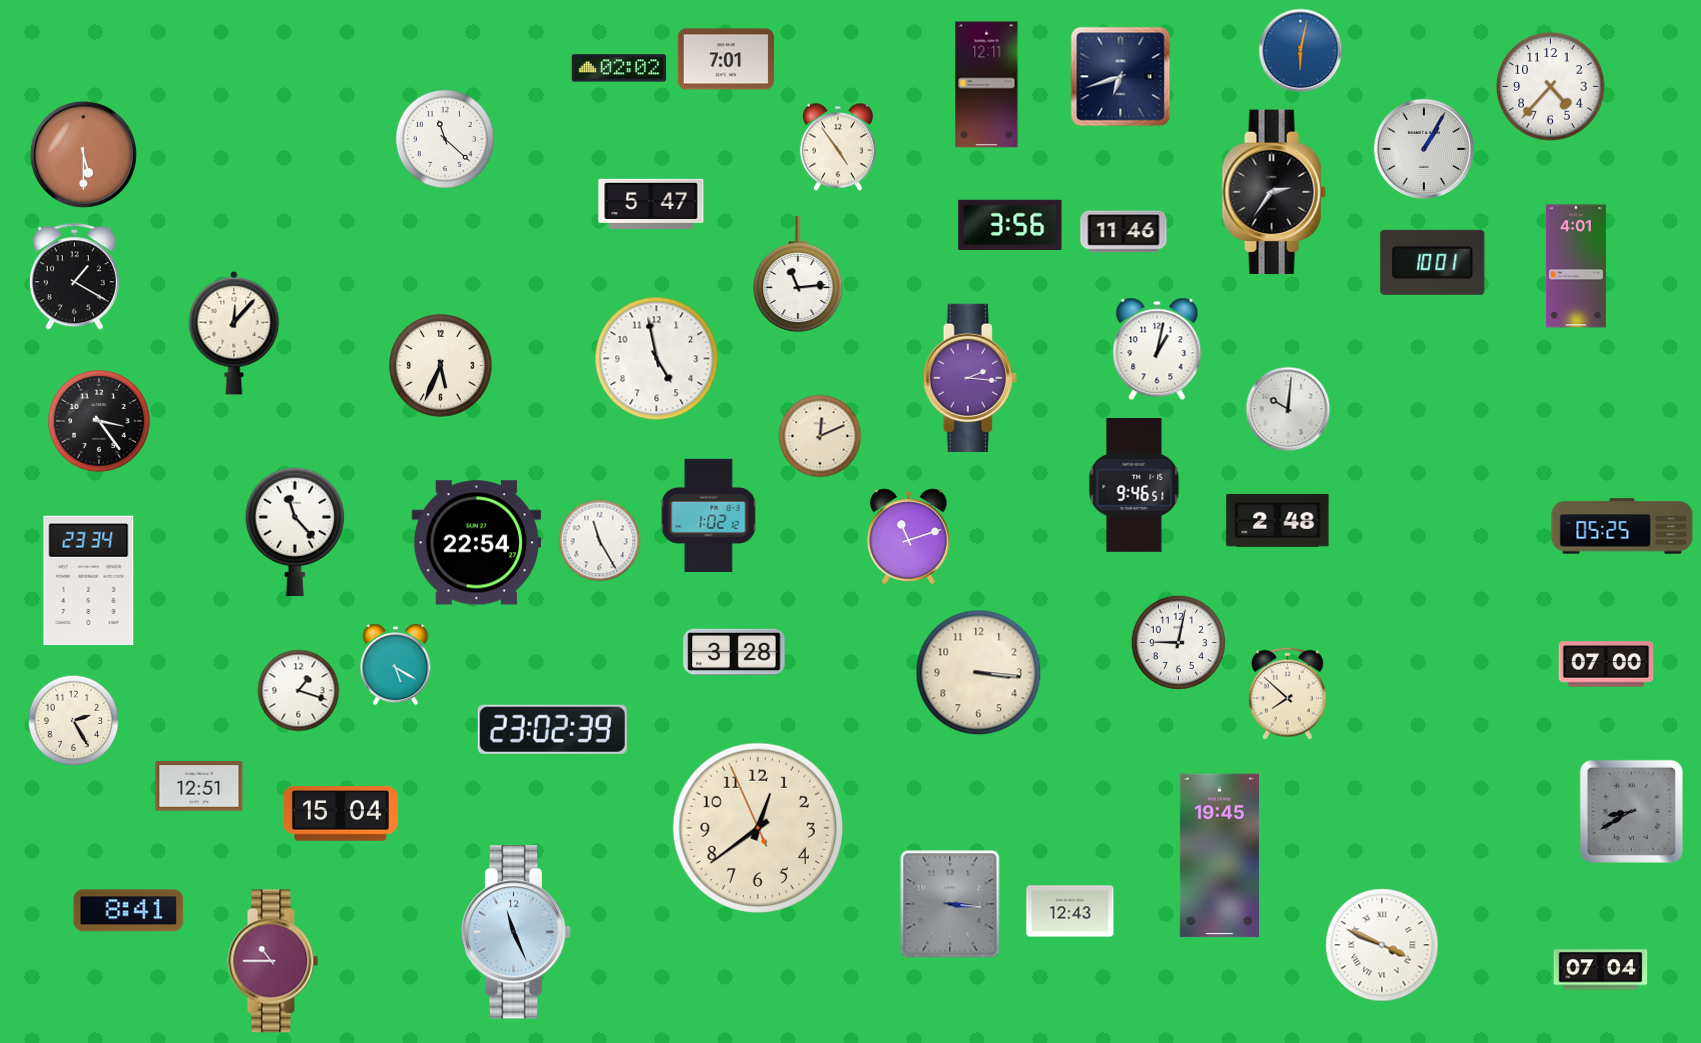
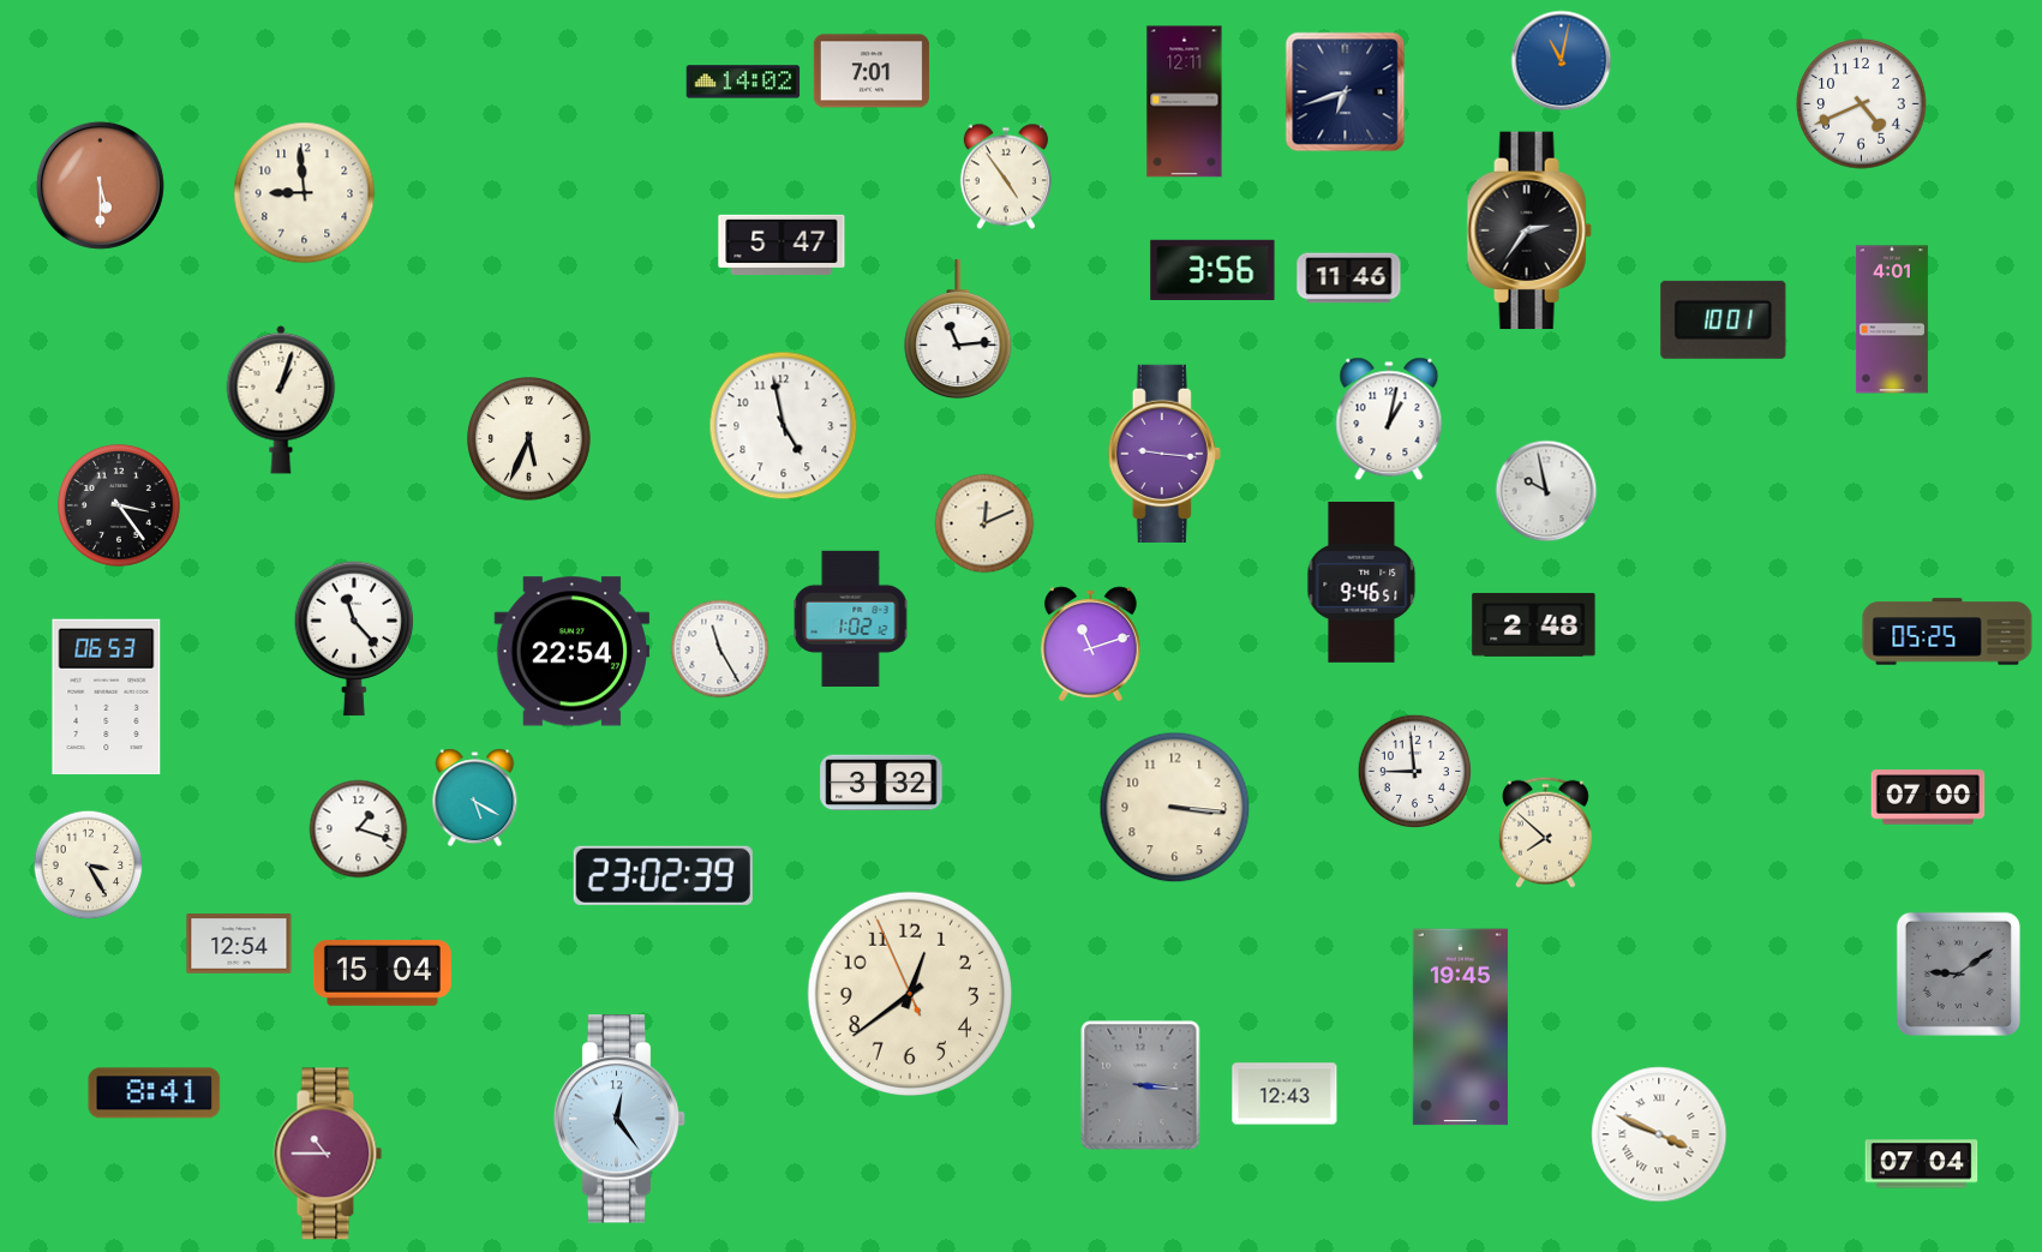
clock at (1301, 51): 6:02 -> 11:02
clock at (619, 68): 02:02 -> 14:02
clock at (1551, 87): 4:37 -> 4:41
clock at (445, 139): 11:22 -> none
clock at (1424, 149): 1:05 -> none
clock at (305, 193): none -> 8:59
clock at (1433, 262) position: (1433, 262) -> (1724, 319)
clock at (74, 277): 1:20 -> none
clock at (234, 333): 12:07 -> 1:03
clock at (657, 359) position: (657, 359) -> (784, 426)
clock at (970, 378): 2:16 -> 9:16
clock at (1288, 409): 10:01 -> 9:58
clock at (89, 581): 23:34 -> 06:53
clock at (1179, 643): 9:02 -> 8:59
clock at (734, 652): 3:28 -> 3:32
clock at (74, 721): 2:25 -> 3:25
clock at (199, 786): 12:51 -> 12:54
clock at (1631, 811): 8:40 -> 9:09
clock at (340, 814) position: (340, 814) -> (382, 974)
clock at (1219, 856) position: (1219, 856) -> (1460, 1028)
clock at (516, 932): 11:26 -> 12:24
